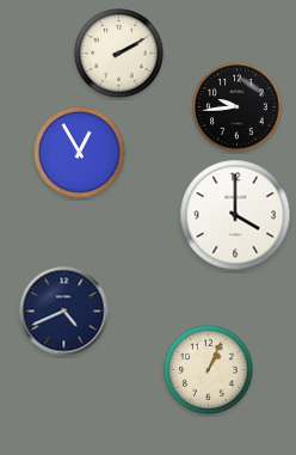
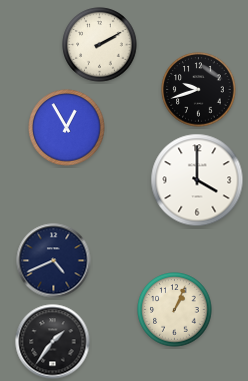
clock at (238, 107): 9:44 -> 9:42
clock at (53, 342): none -> 1:36
